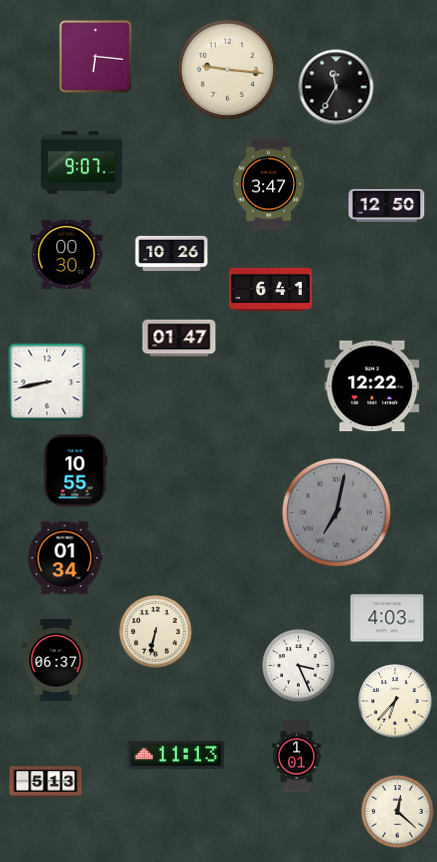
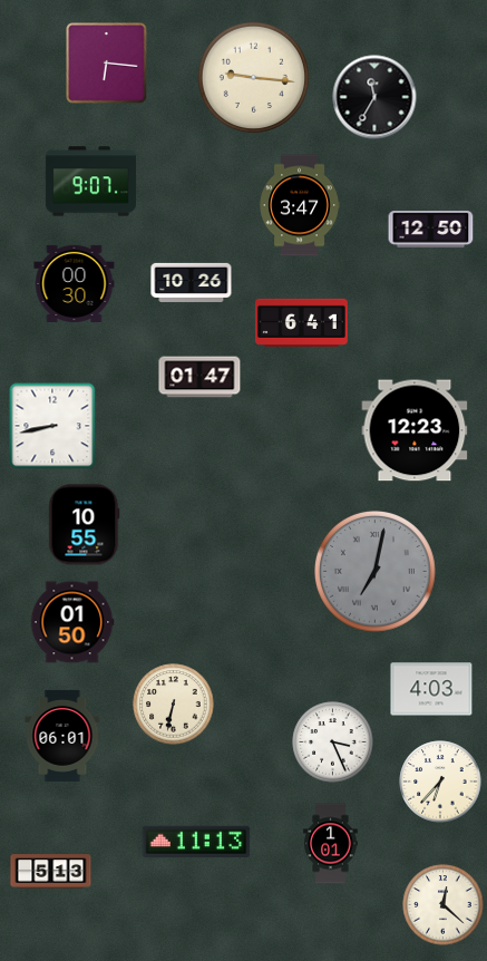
clock at (372, 386): 12:22 -> 12:23
clock at (65, 558): 01:34 -> 01:50
clock at (56, 660): 06:37 -> 06:01
